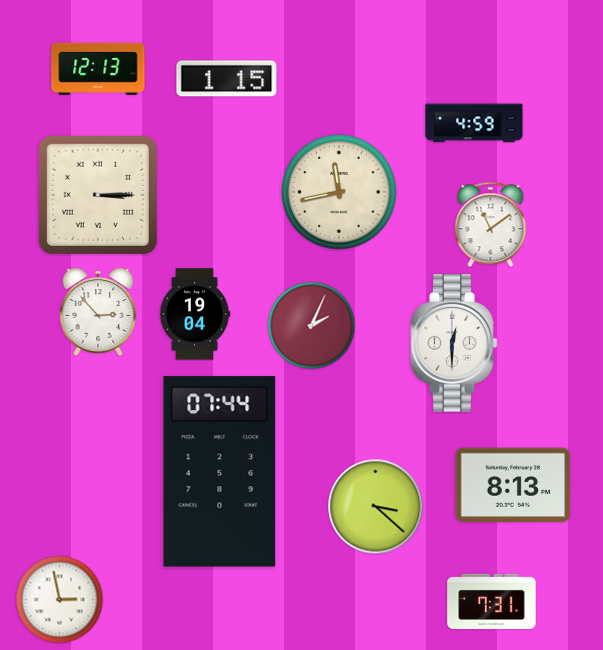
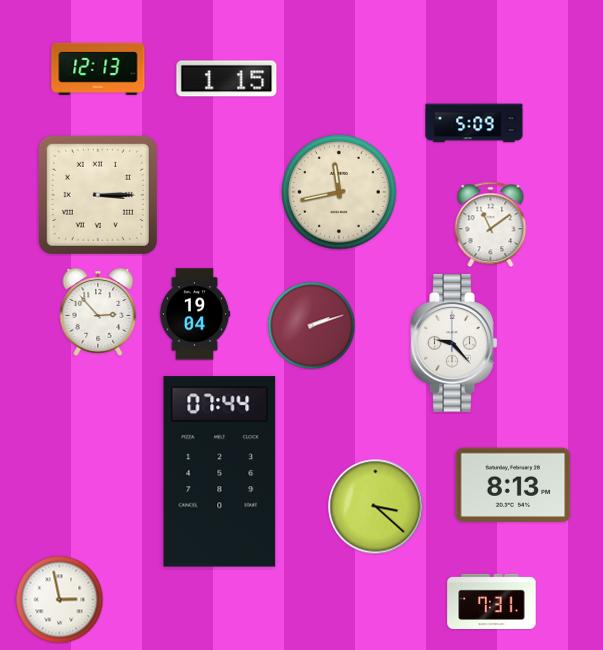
clock at (474, 123): 4:59 -> 5:09
clock at (311, 325): 2:04 -> 2:12
clock at (454, 343): 12:30 -> 9:23
